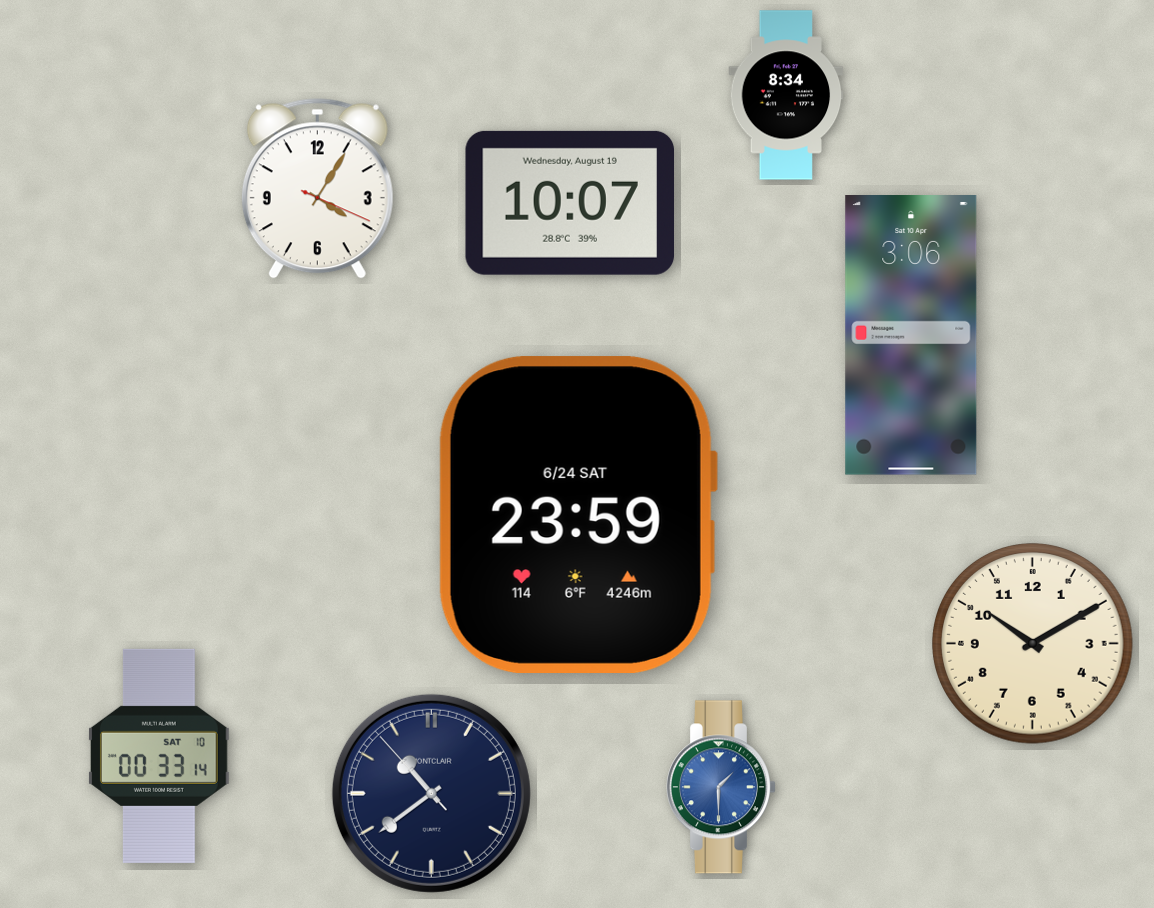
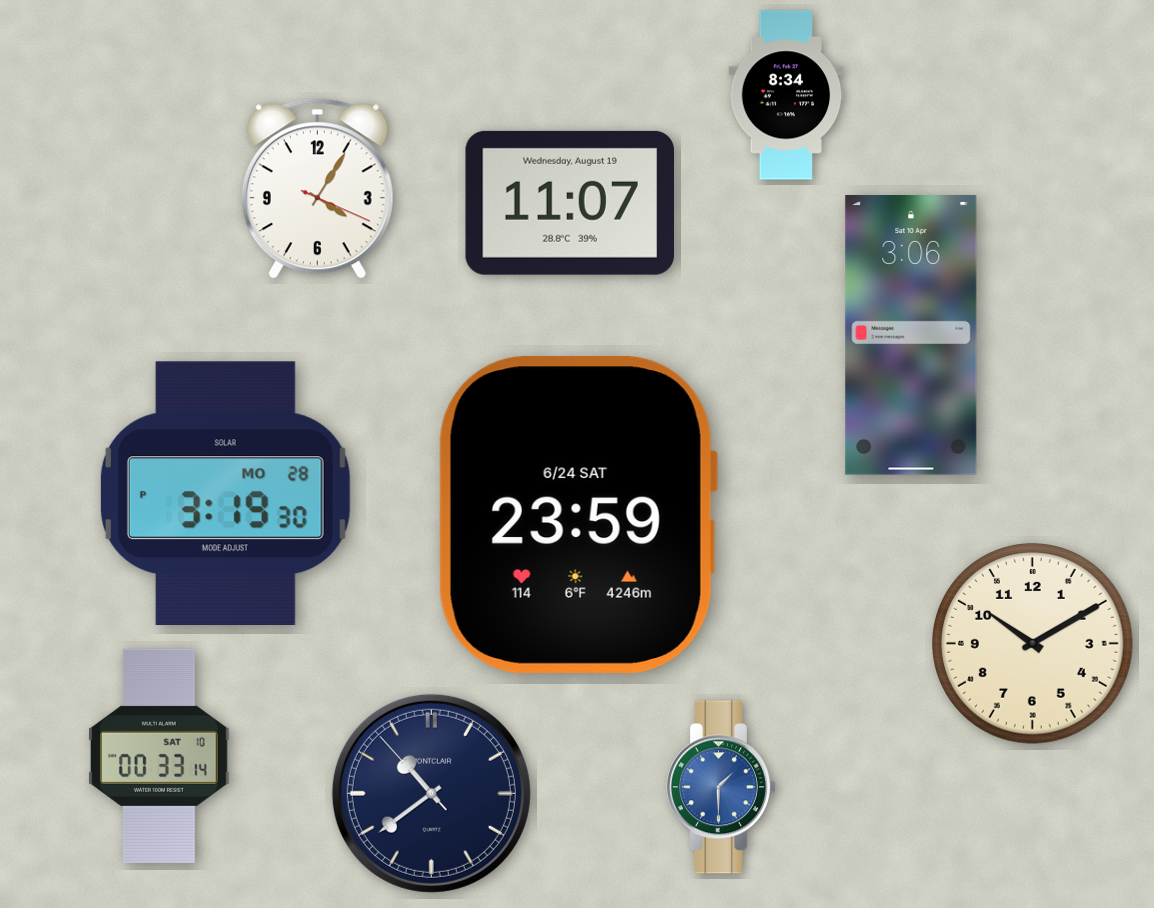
clock at (569, 203): 10:07 -> 11:07
clock at (225, 493): none -> 3:19
